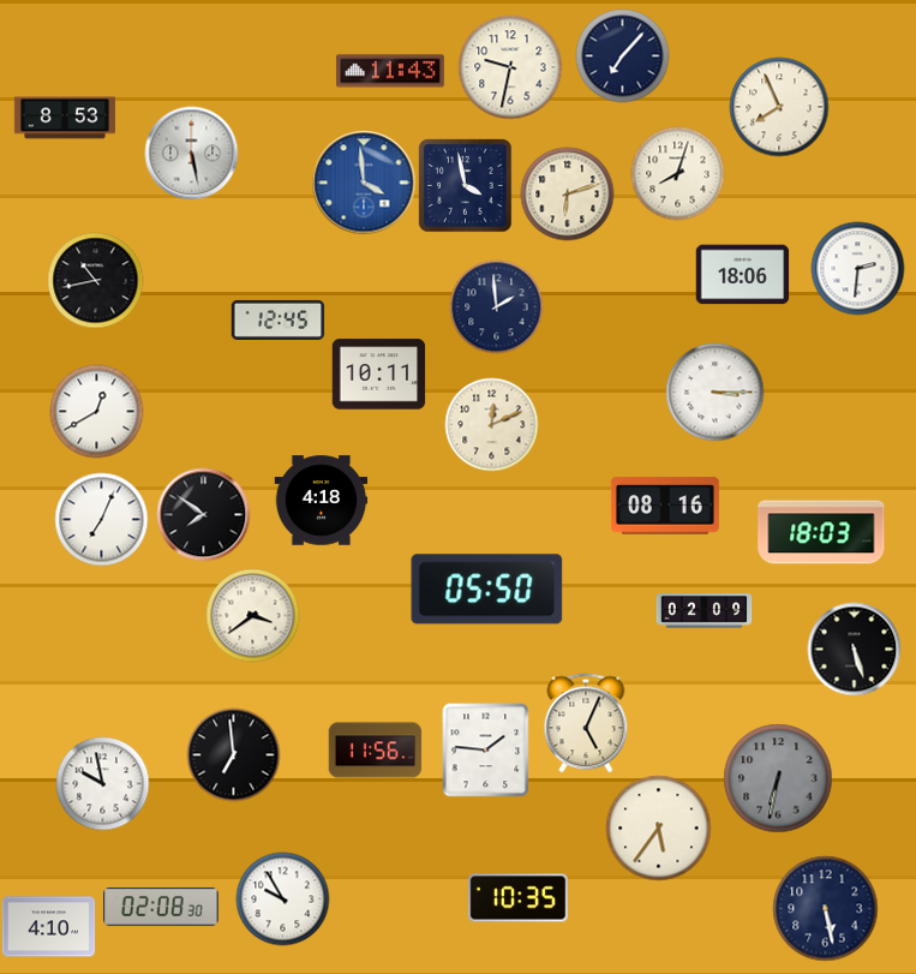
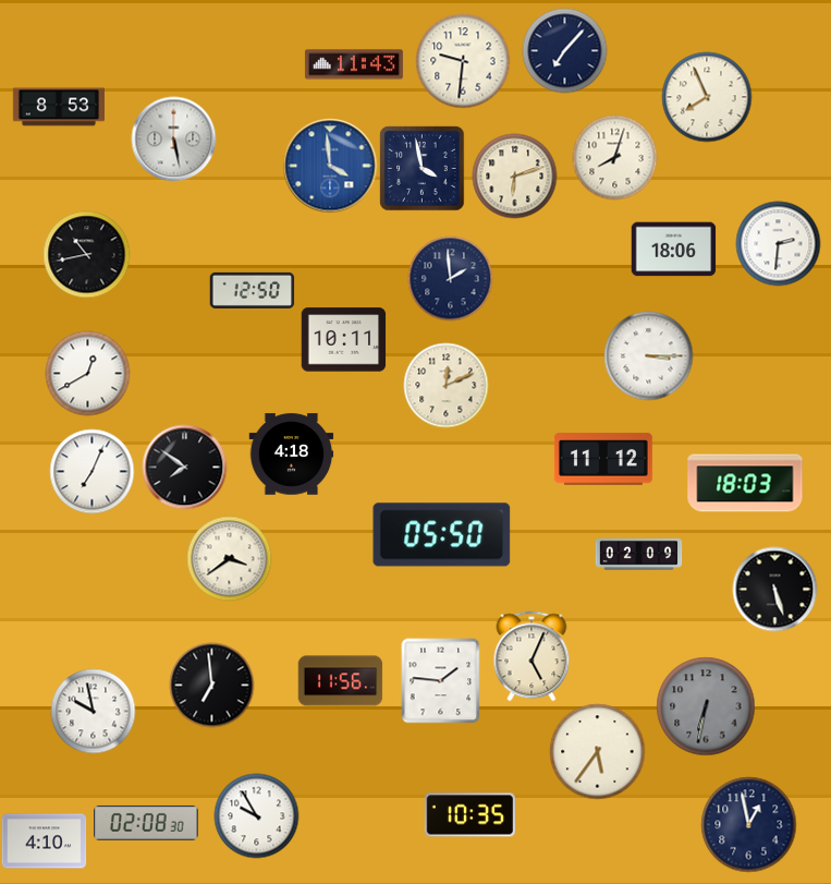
clock at (510, 67): 9:32 -> 9:31
clock at (277, 319): 12:45 -> 12:50
clock at (665, 506): 08:16 -> 11:12
clock at (825, 908): 5:28 -> 12:58
